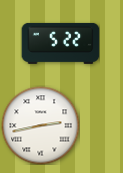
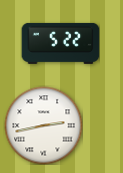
clock at (40, 125) position: (40, 125) -> (43, 125)
